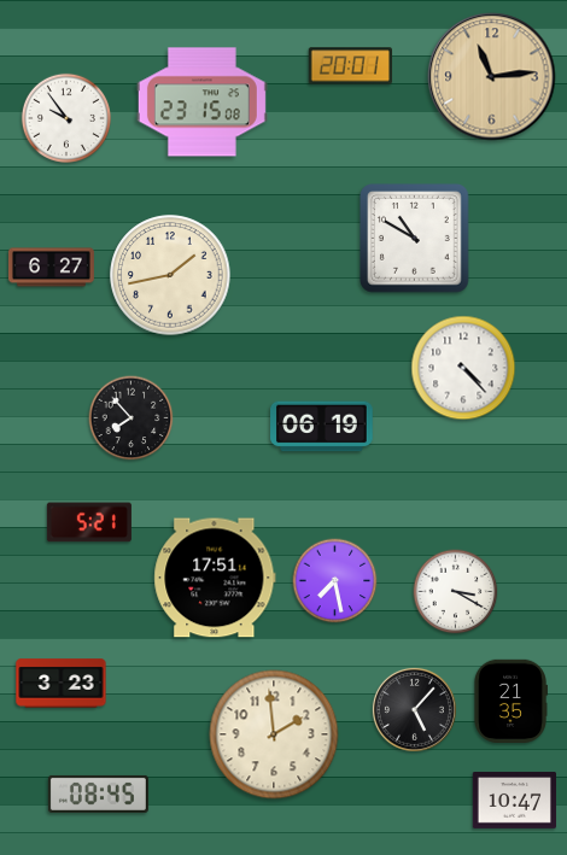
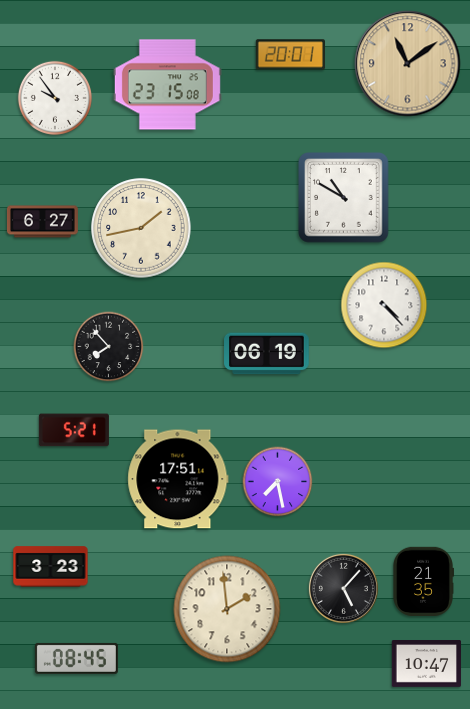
clock at (492, 77): 11:14 -> 11:09
clock at (89, 522) position: (89, 522) -> (74, 430)
clock at (456, 592): 3:20 -> none
clock at (98, 793) position: (98, 793) -> (76, 658)
